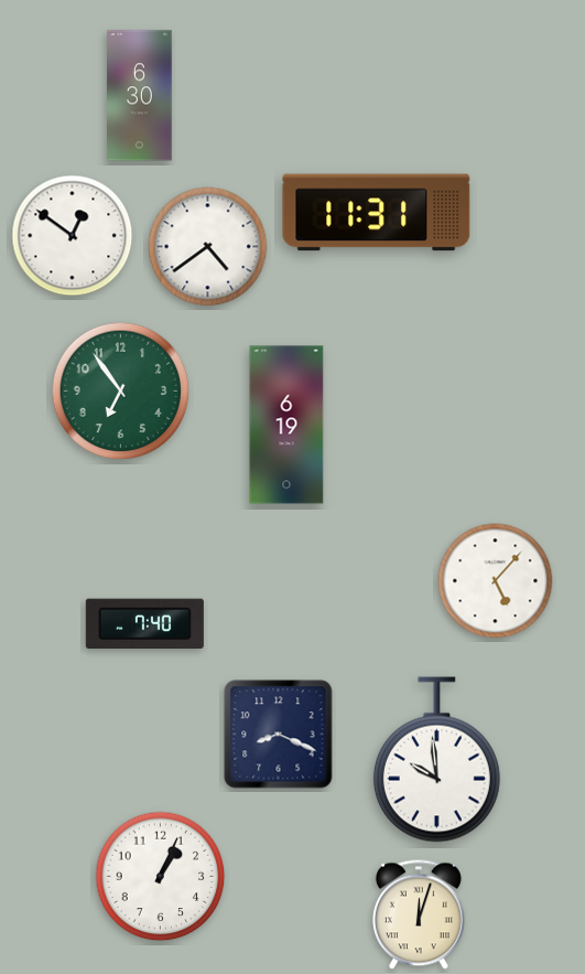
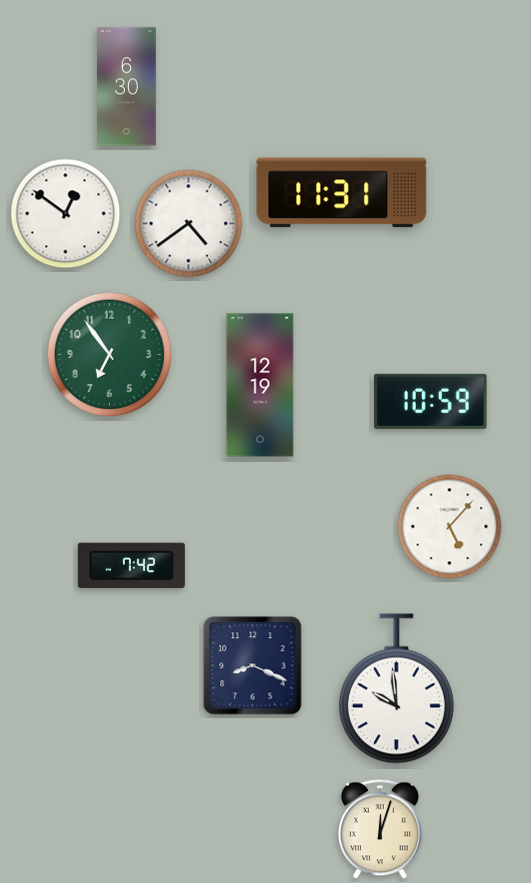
clock at (286, 425): 6:19 -> 12:19
clock at (431, 401): none -> 10:59
clock at (144, 623): 7:40 -> 7:42
clock at (161, 877): 1:04 -> none
